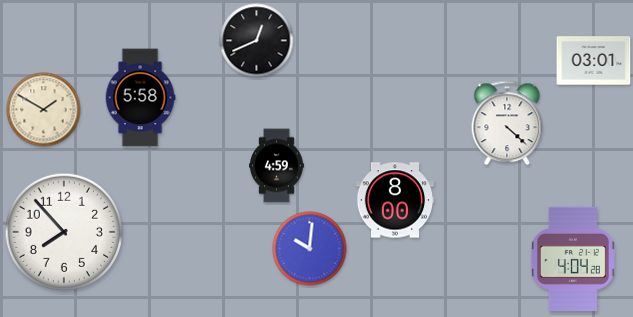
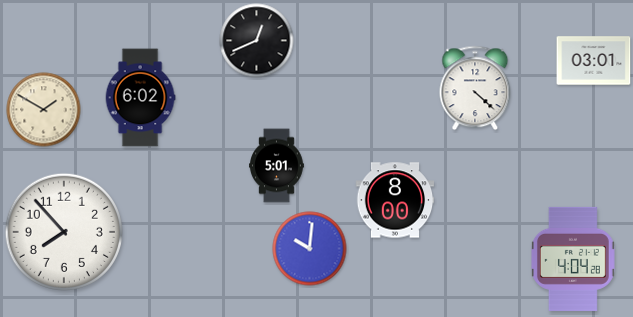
clock at (140, 98): 5:58 -> 6:02
clock at (507, 123) position: (507, 123) -> (475, 88)
clock at (277, 166): 4:59 -> 5:01
